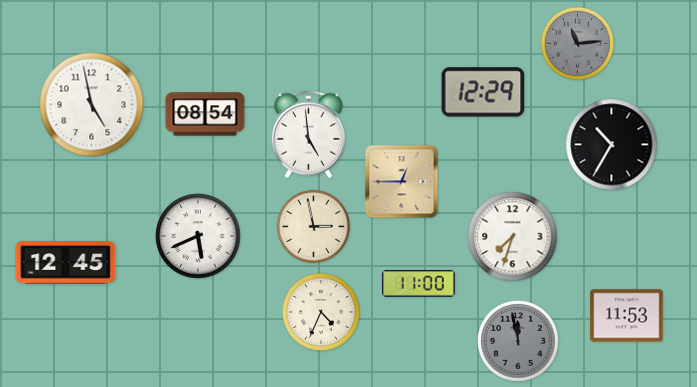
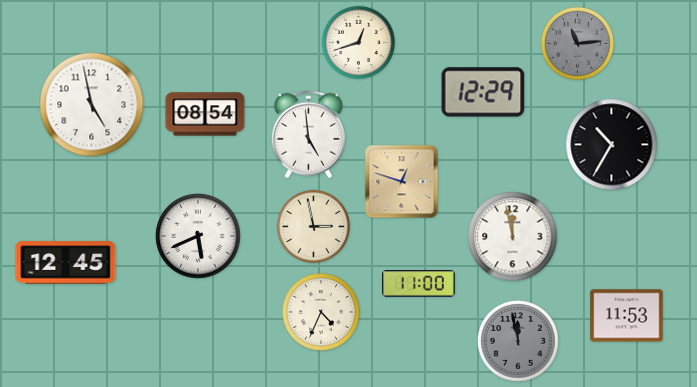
clock at (358, 42): none -> 12:42
clock at (402, 182): 12:45 -> 12:48
clock at (513, 237): 7:33 -> 11:58
